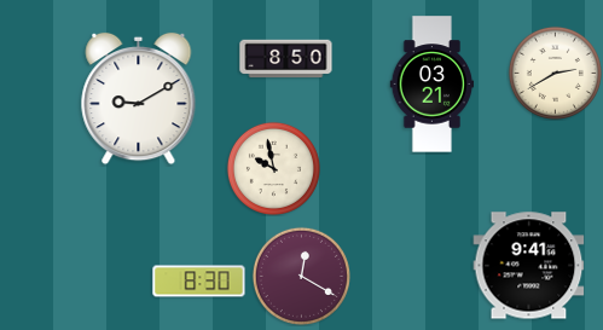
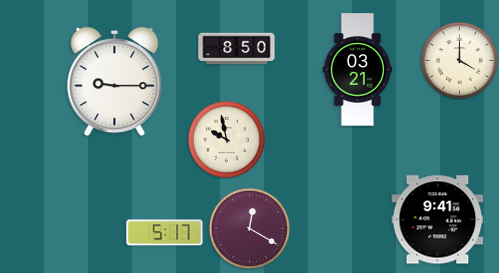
clock at (555, 73): 2:40 -> 4:00
clock at (139, 99): 9:10 -> 9:15
clock at (199, 282): 8:30 -> 5:17
